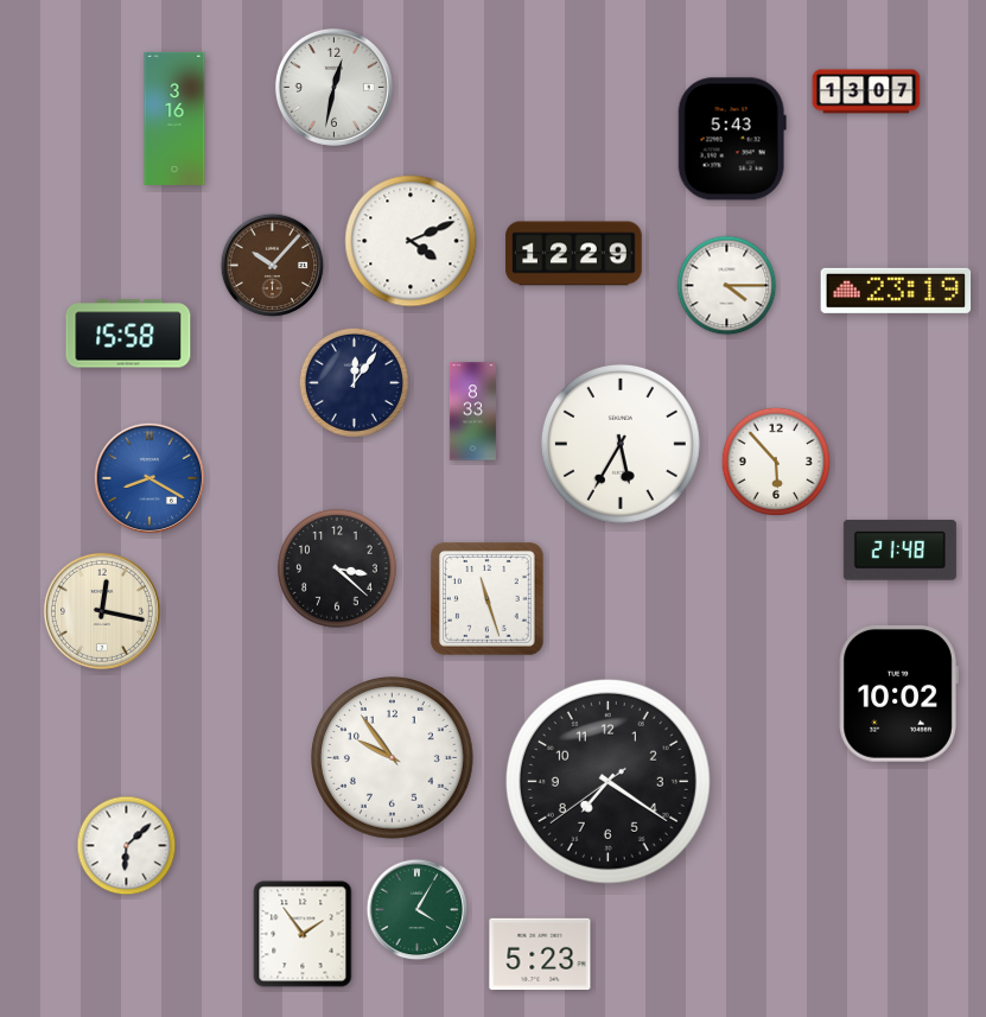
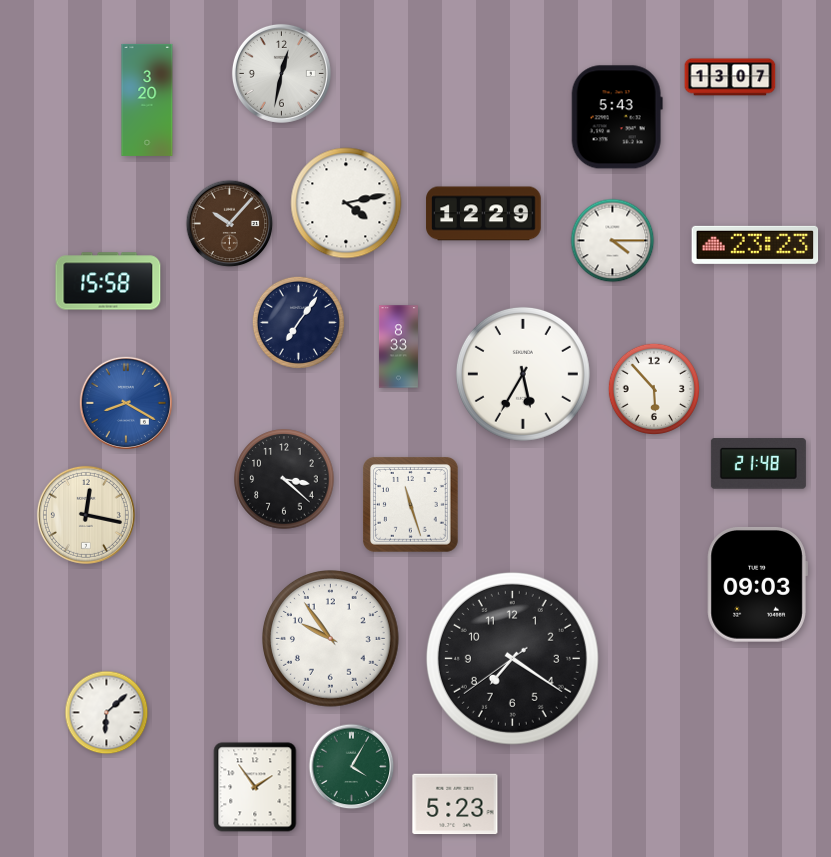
clock at (174, 119): 3:16 -> 3:20
clock at (411, 241): 4:11 -> 4:13
clock at (896, 291): 23:19 -> 23:23
clock at (354, 382): 12:06 -> 7:06
clock at (898, 694): 10:02 -> 09:03
